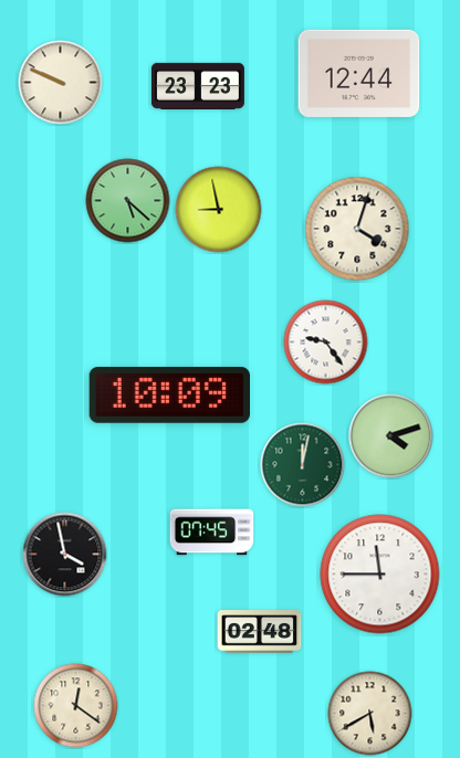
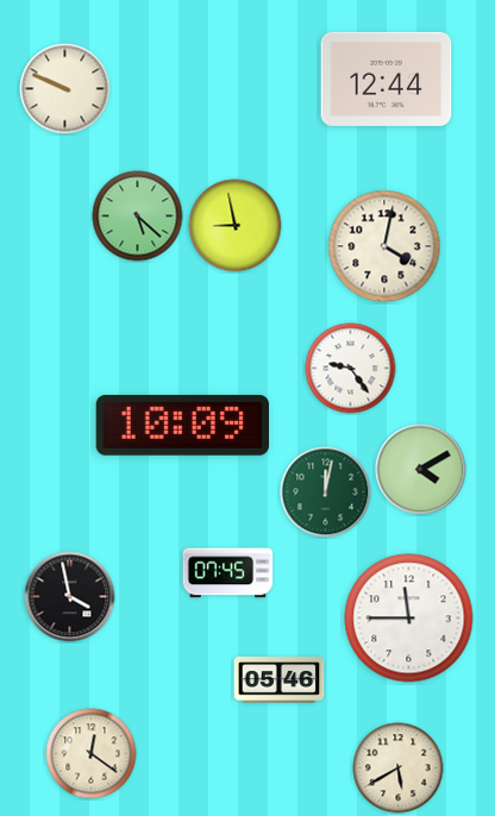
clock at (198, 86): 23:23 -> none
clock at (357, 229): 4:03 -> 4:02
clock at (391, 436): 4:12 -> 4:10
clock at (303, 465) position: (303, 465) -> (326, 492)
clock at (260, 632): 02:48 -> 05:46
clock at (76, 706) position: (76, 706) -> (92, 754)
